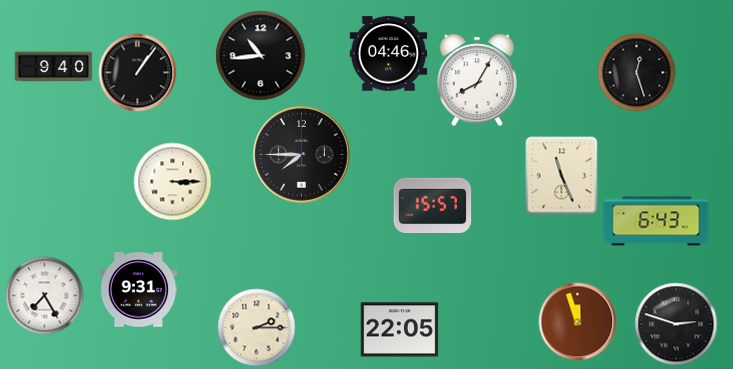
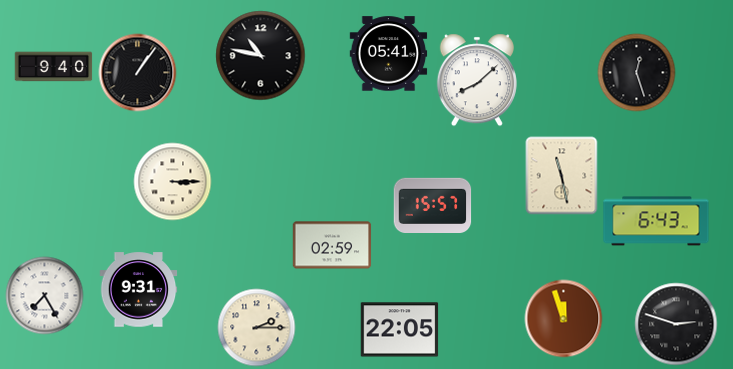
clock at (388, 54): 04:46 -> 05:41
clock at (260, 55): 10:44 -> 10:47
clock at (477, 80): 8:05 -> 8:08
clock at (302, 155): 7:45 -> none
clock at (562, 175): 11:26 -> 11:28
clock at (332, 245): none -> 02:59
clock at (577, 321) position: (577, 321) -> (563, 318)
